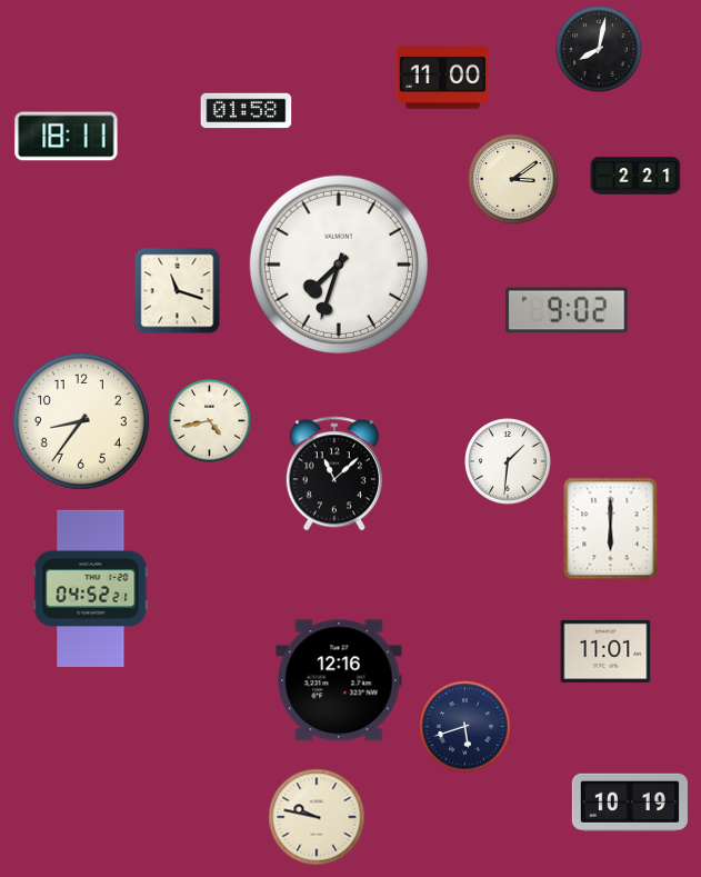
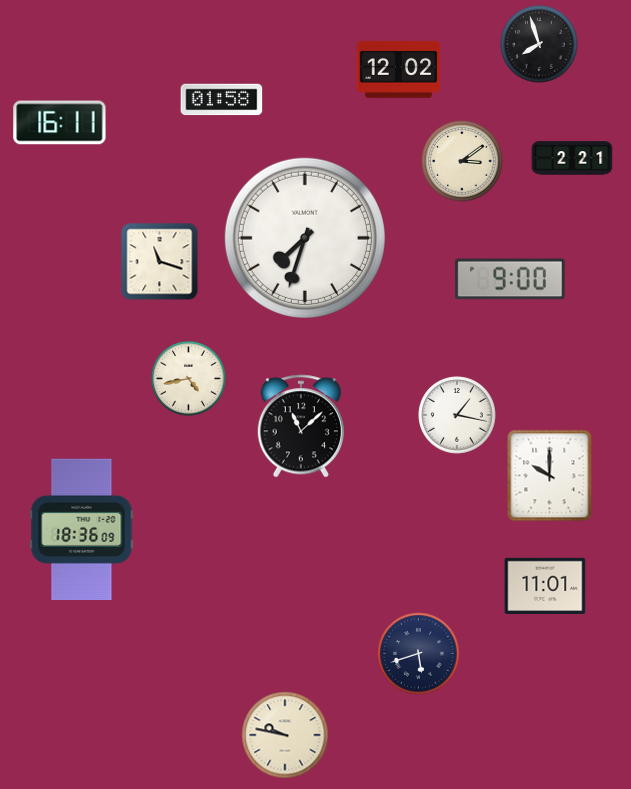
clock at (599, 49): 8:02 -> 7:57
clock at (443, 77): 11:00 -> 12:02
clock at (67, 137): 18:11 -> 16:11
clock at (567, 310): 9:02 -> 9:00
clock at (81, 421): 8:36 -> none
clock at (508, 461): 1:31 -> 1:17
clock at (611, 529): 6:00 -> 10:00
clock at (91, 588): 04:52 -> 18:36
clock at (339, 680): 12:16 -> none
clock at (630, 803): 10:19 -> none
